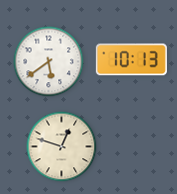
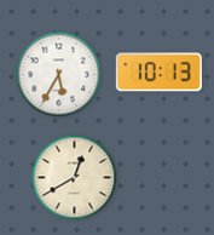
clock at (49, 62): 5:39 -> 5:35
clock at (62, 147): 12:48 -> 12:40
